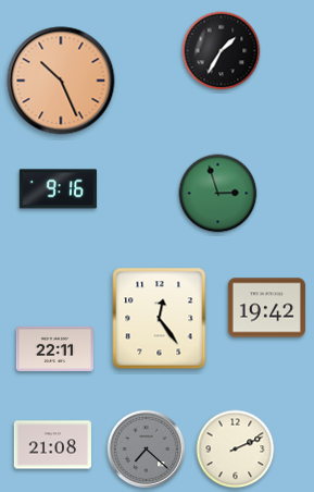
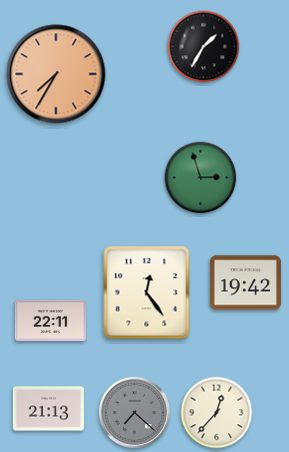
clock at (61, 81): 10:26 -> 7:35
clock at (58, 189): 9:16 -> none
clock at (52, 445): 21:08 -> 21:13
clock at (236, 450): 2:11 -> 12:37
